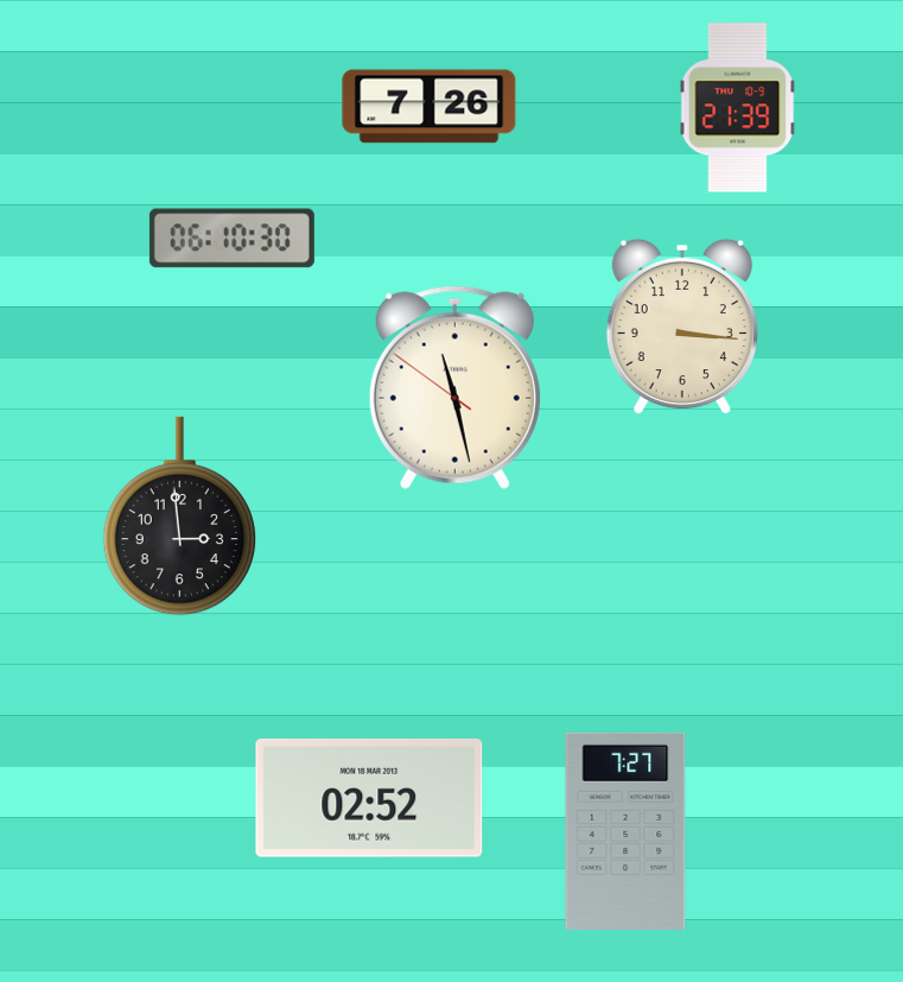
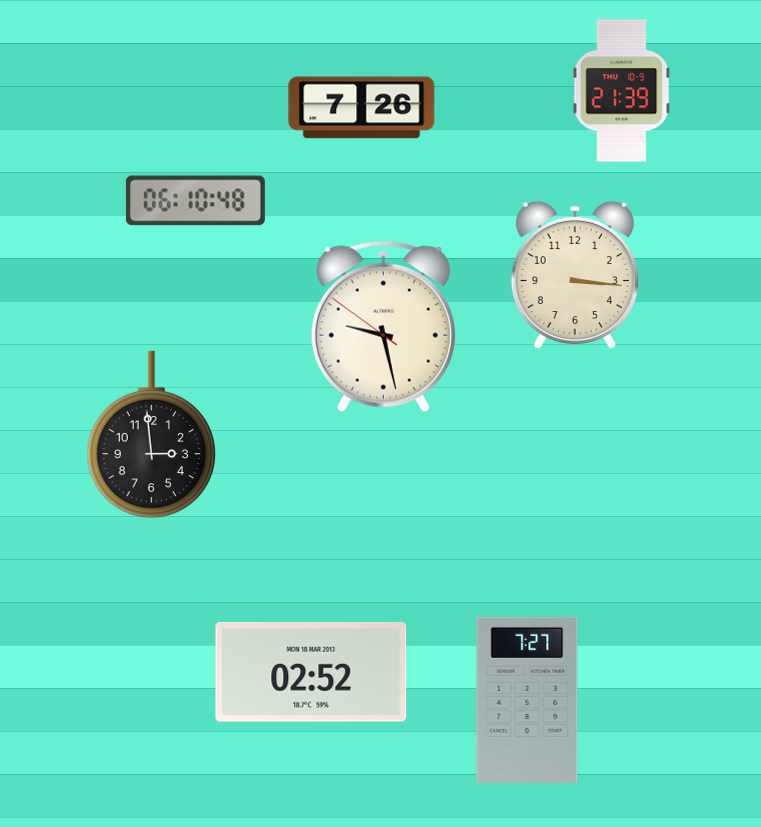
clock at (430, 107) position: (430, 107) -> (362, 108)
clock at (231, 239): 06:10:30 -> 06:10:48
clock at (454, 387): 11:27 -> 9:27
